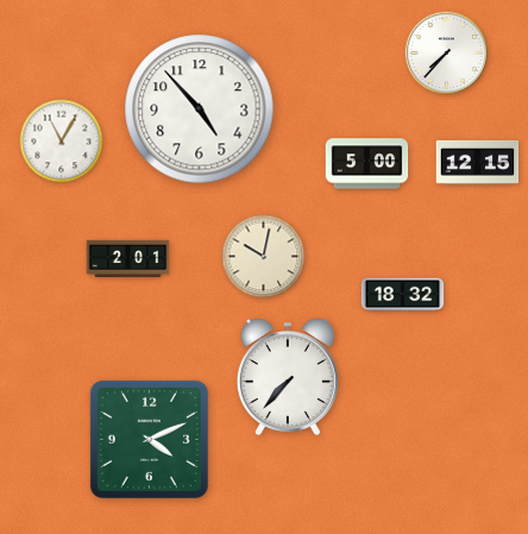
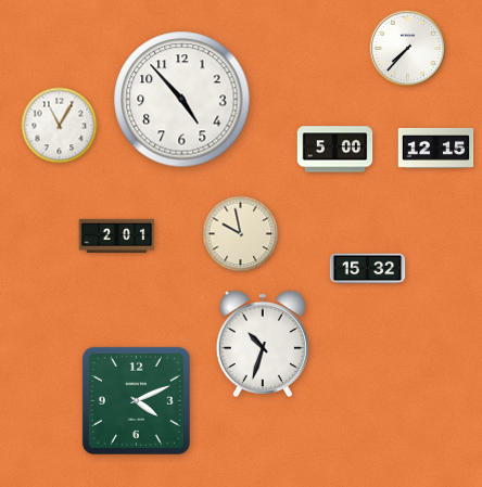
clock at (62, 142) position: (62, 142) -> (60, 126)
clock at (264, 257): 10:02 -> 9:58
clock at (403, 295): 18:32 -> 15:32
clock at (288, 377): 7:37 -> 10:33
